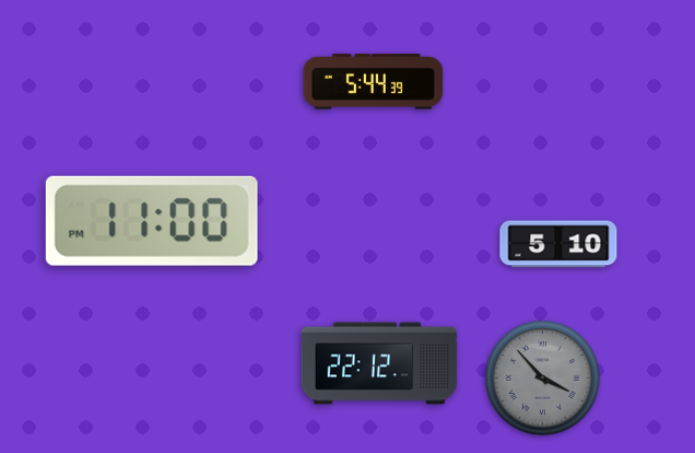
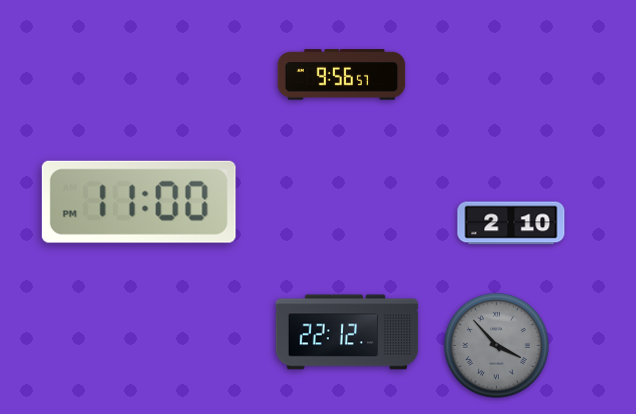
clock at (374, 82): 5:44 -> 9:56
clock at (558, 244): 5:10 -> 2:10
